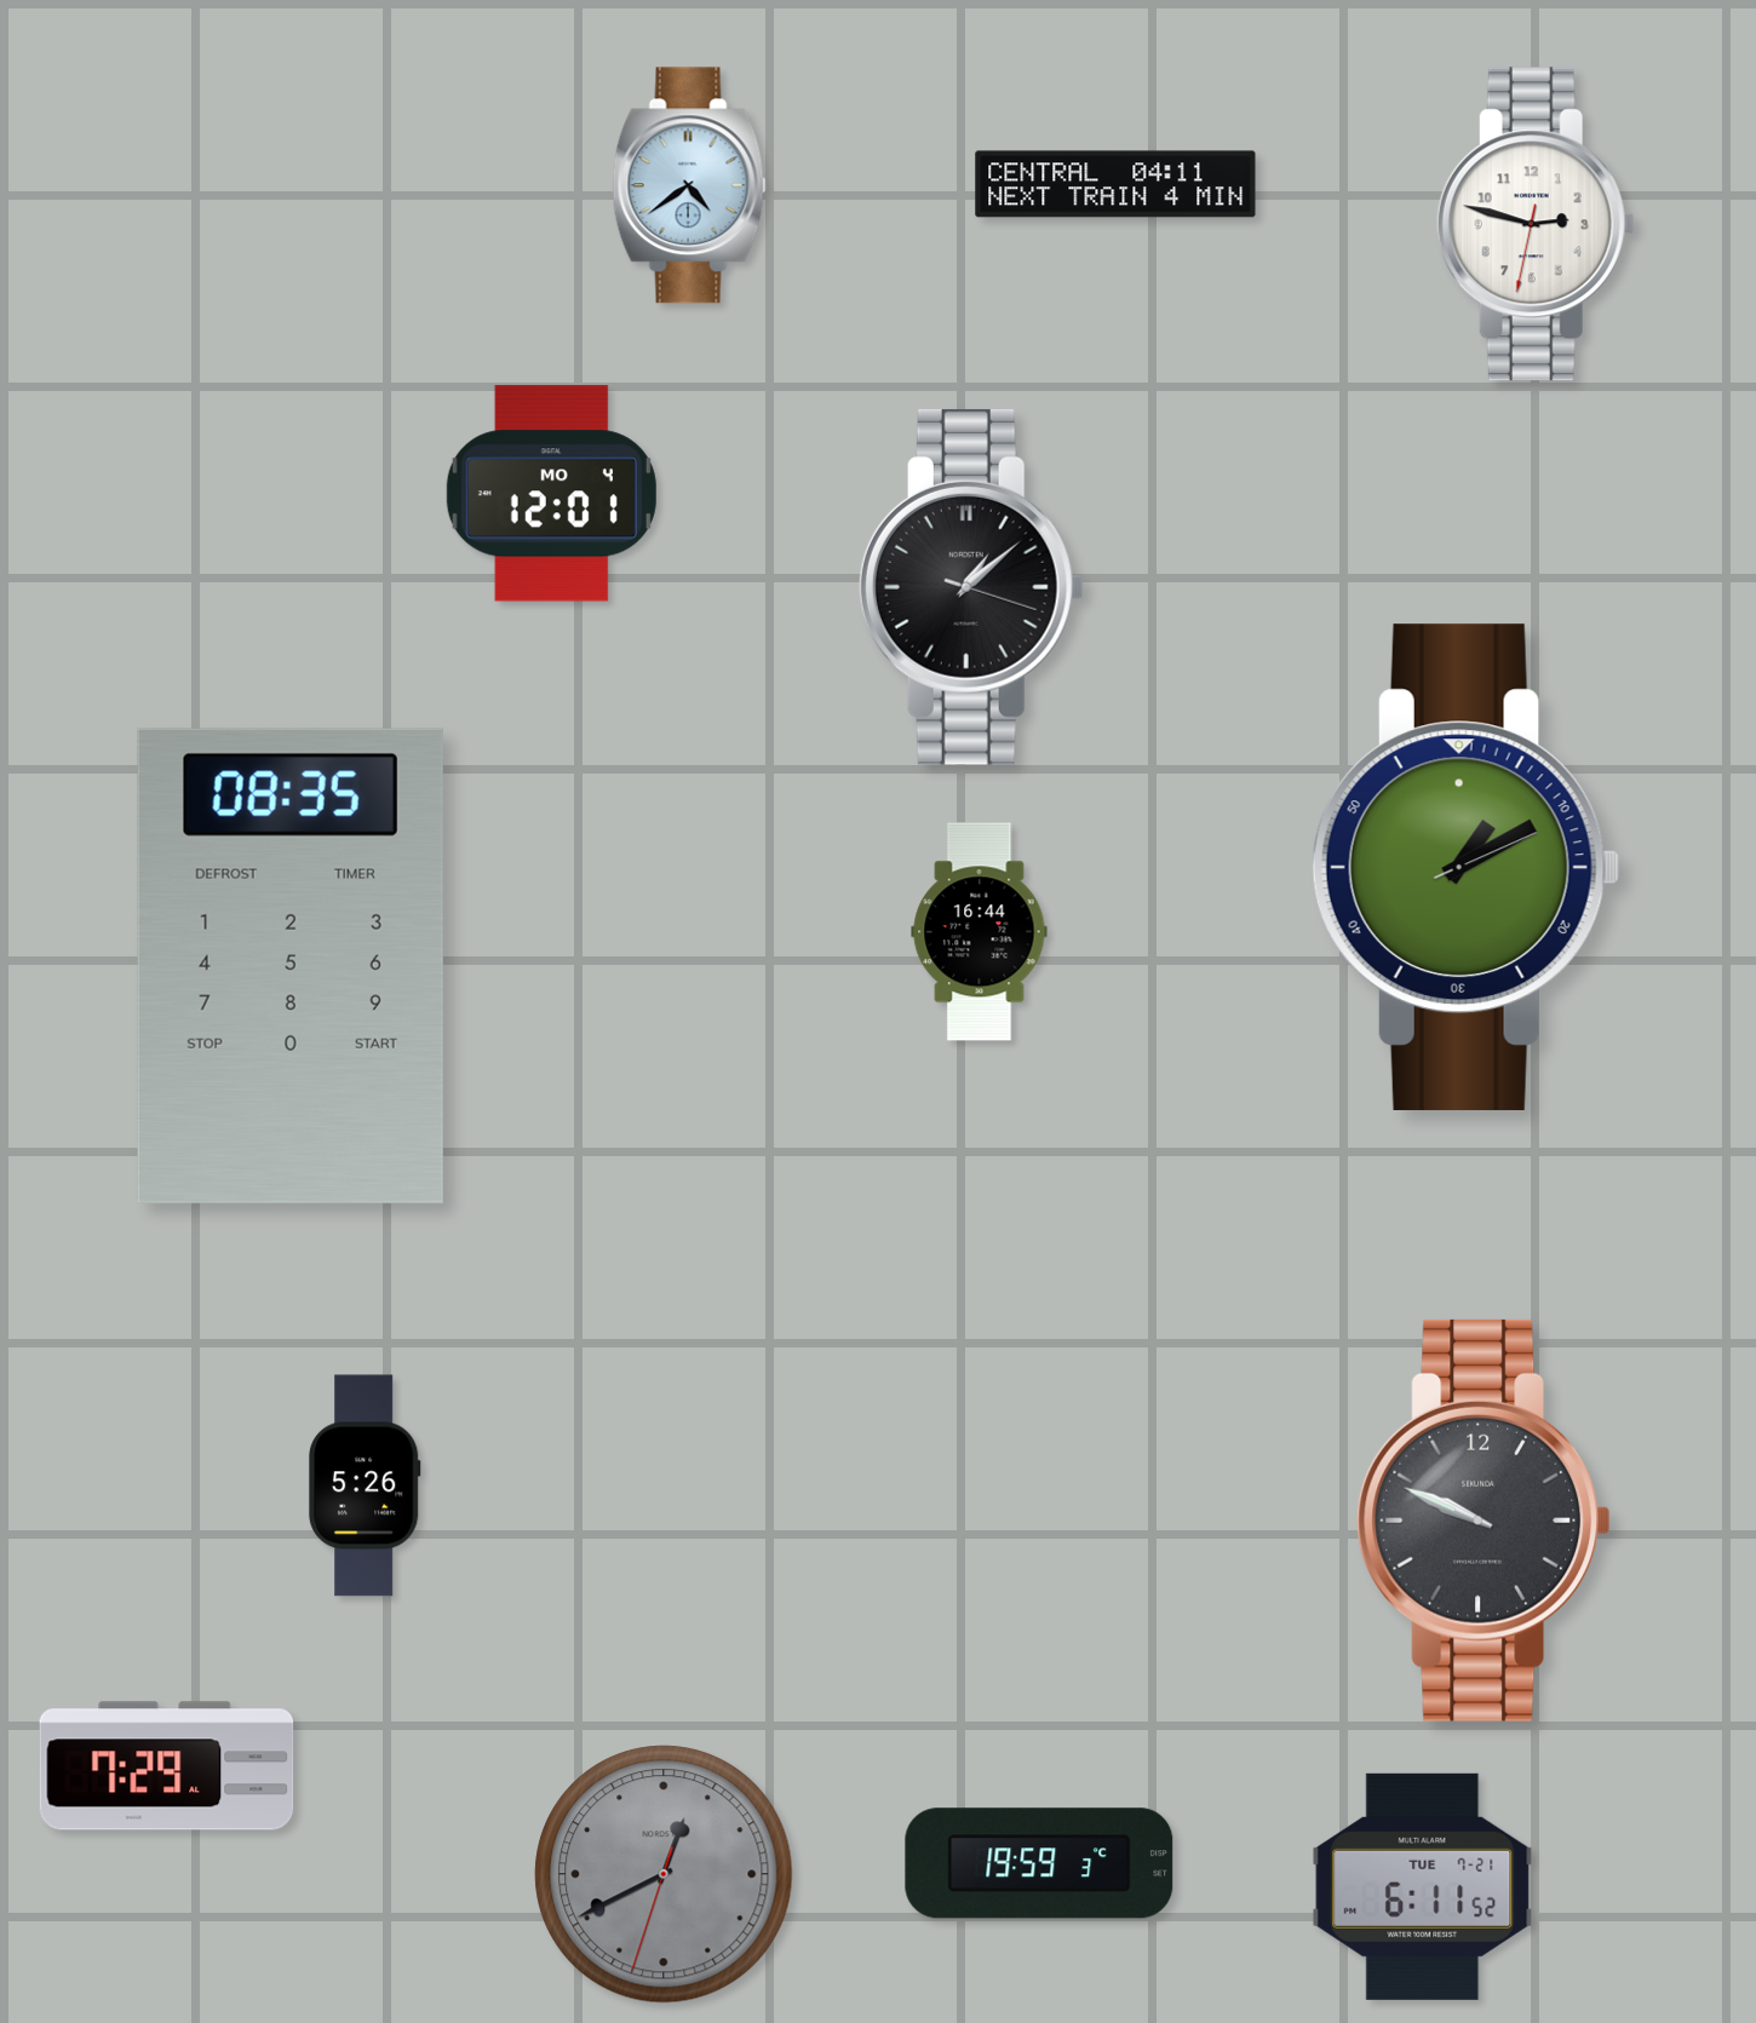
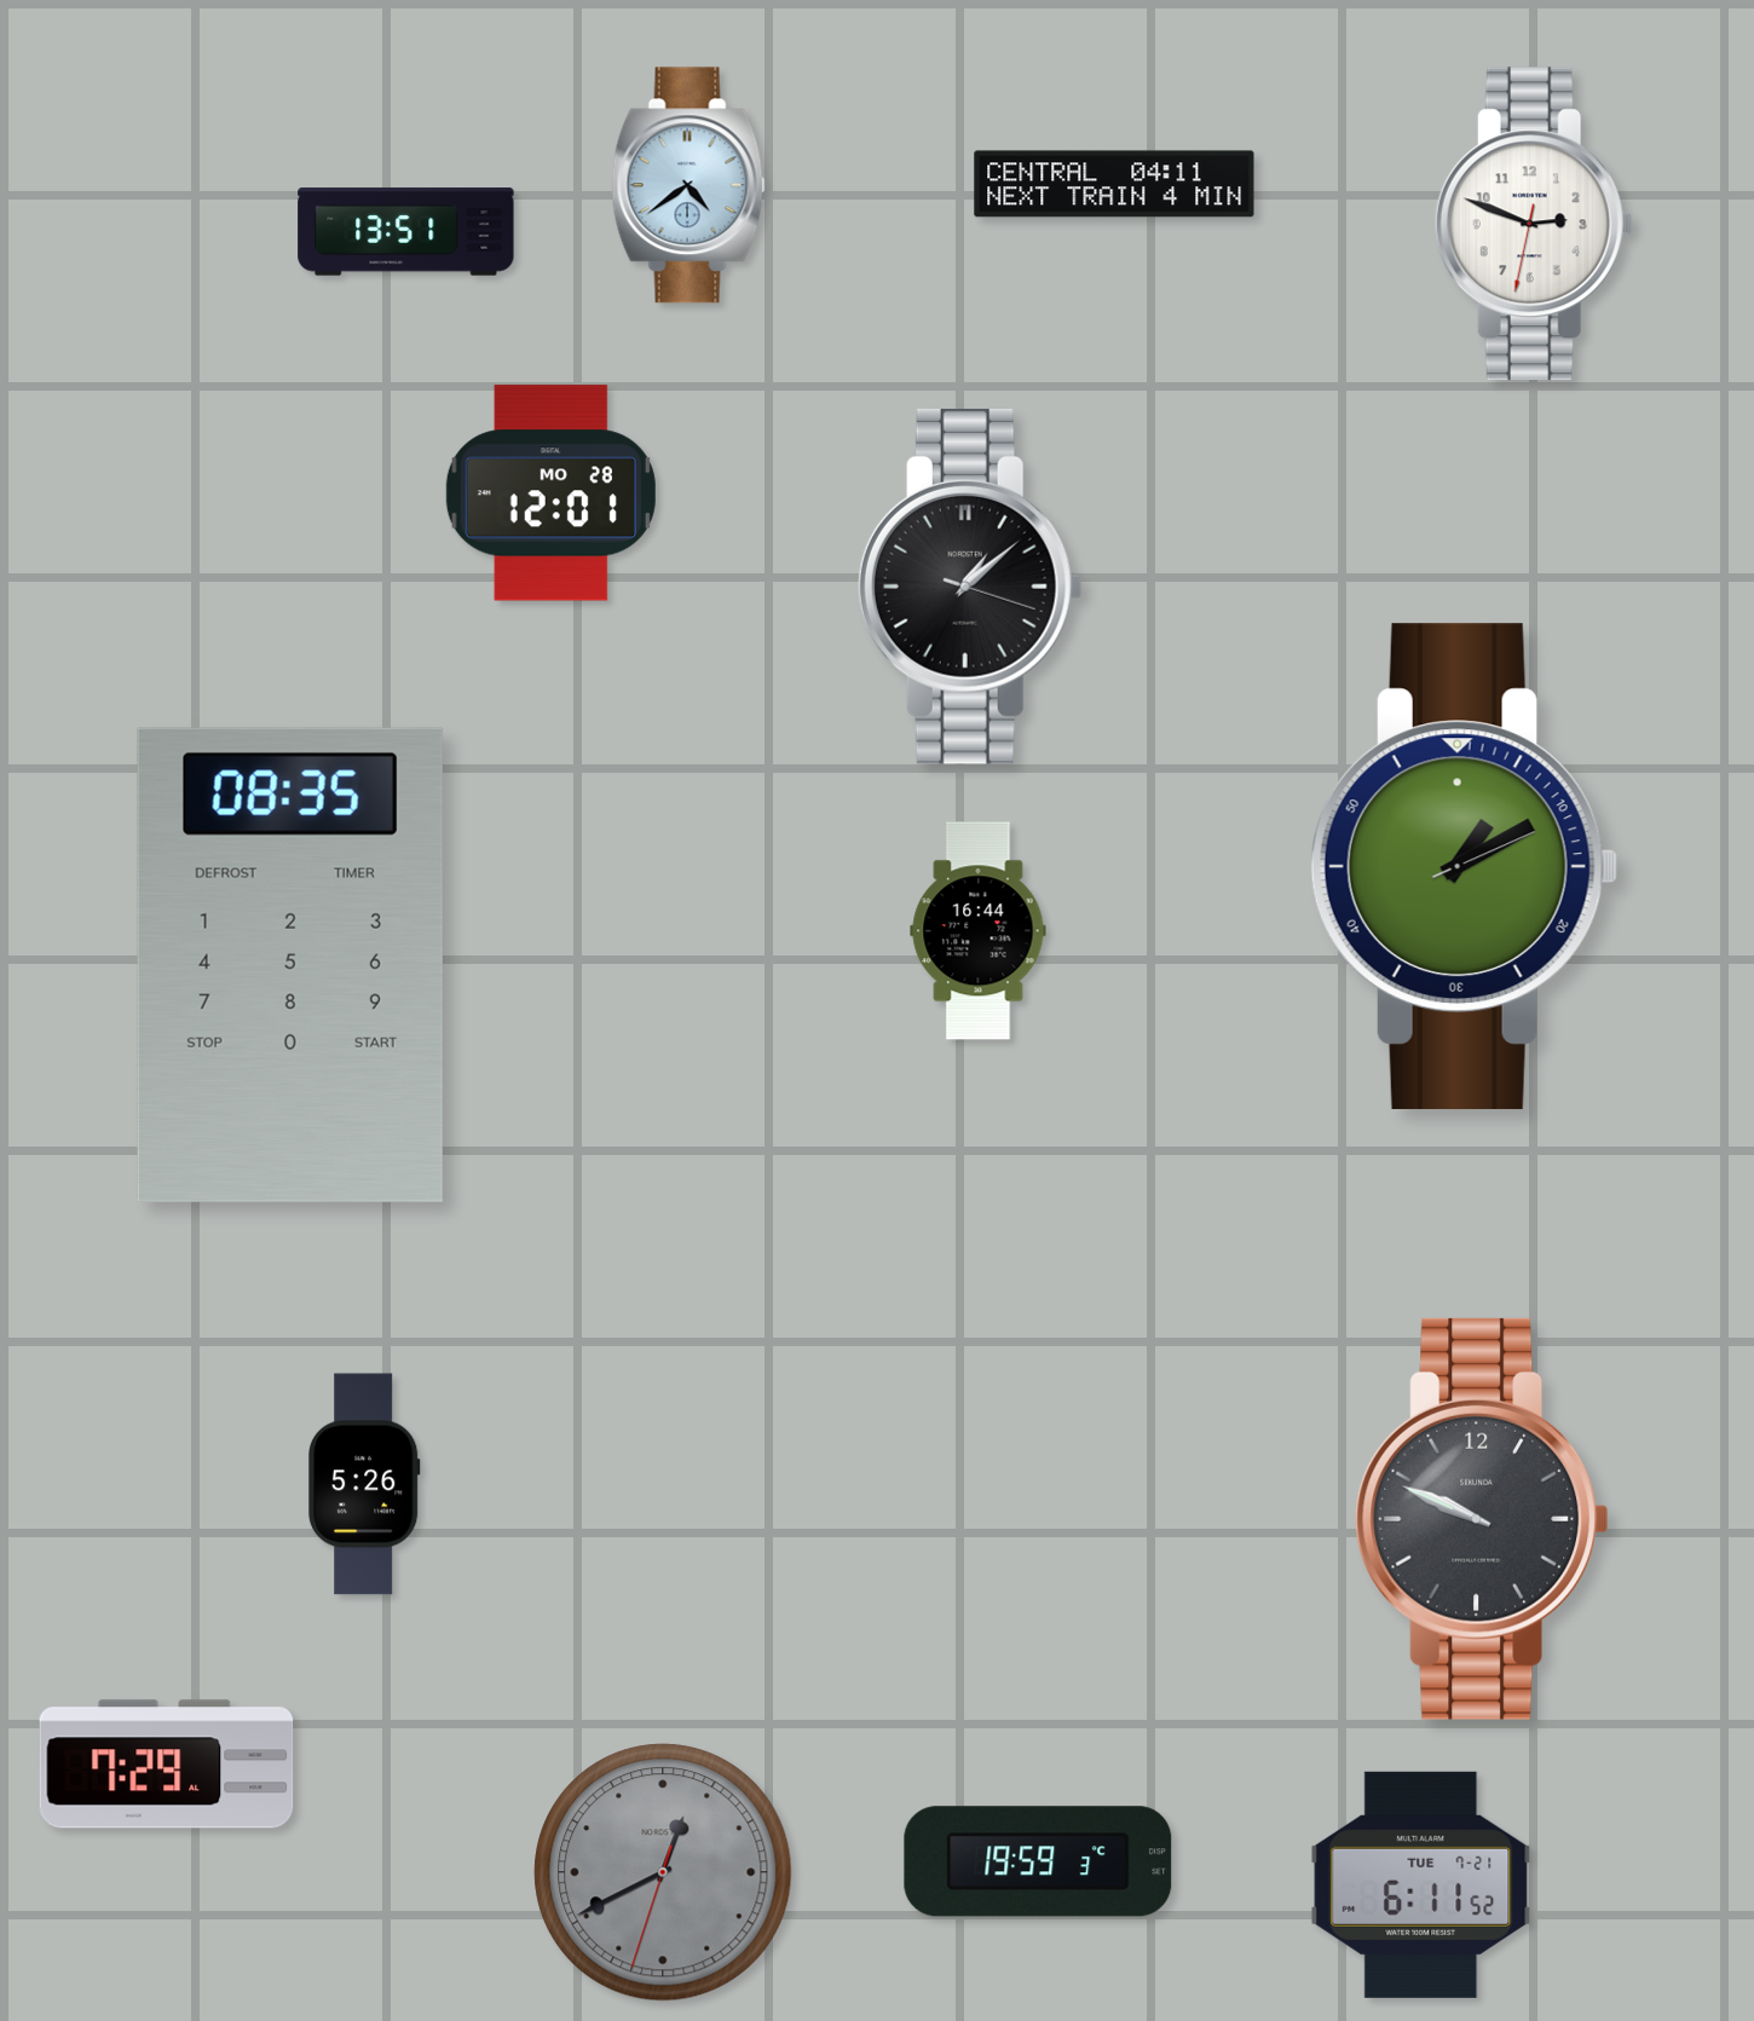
clock at (1536, 224): 2:47 -> 2:48
clock at (406, 232): none -> 13:51
clock at (551, 494) date: MO 4 -> MO 28
